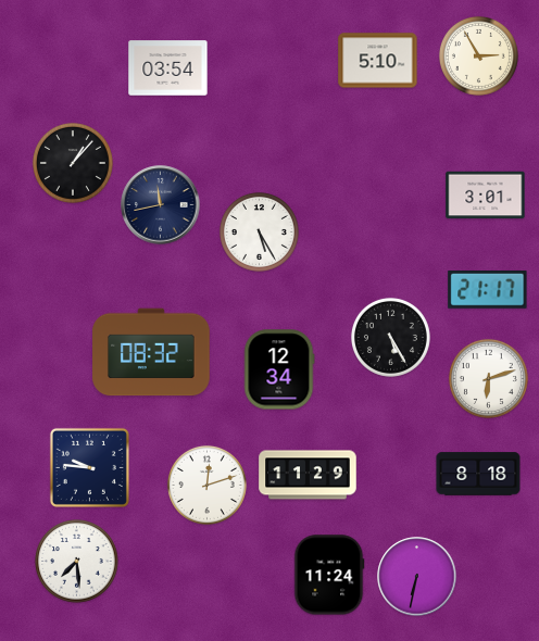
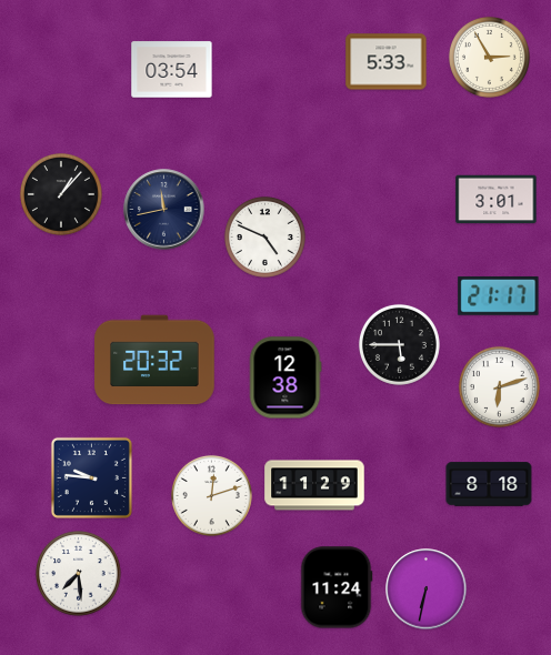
clock at (378, 61): 5:10 -> 5:33
clock at (73, 163) position: (73, 163) -> (61, 194)
clock at (259, 231): 5:25 -> 4:49
clock at (390, 337): 5:25 -> 5:45
clock at (151, 352): 08:32 -> 20:32
clock at (279, 369): 12:34 -> 12:38
